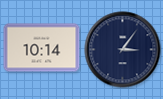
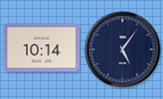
clock at (123, 50): 3:06 -> 5:06
